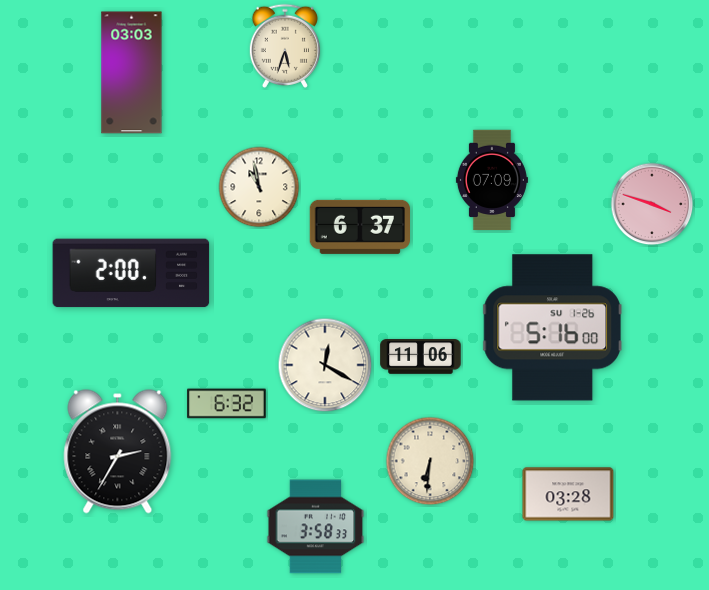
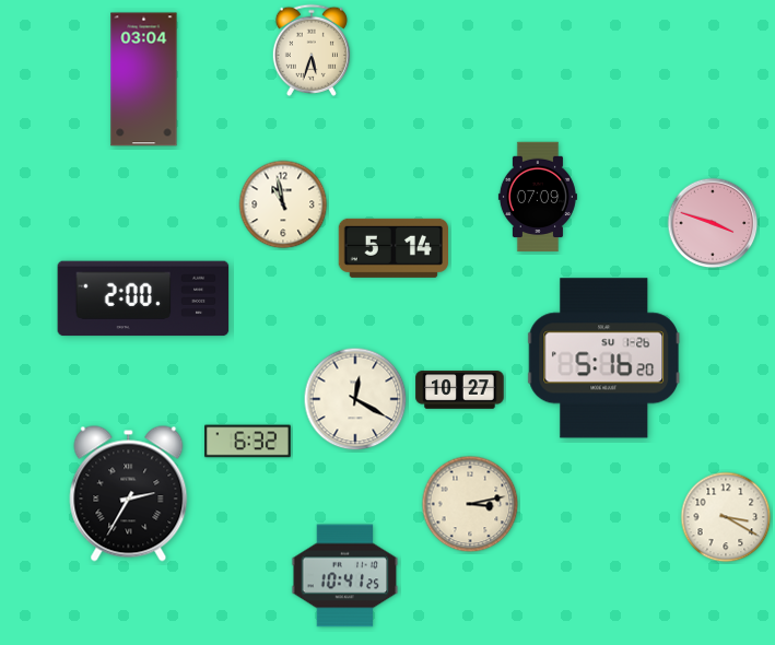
clock at (132, 73): 03:03 -> 03:04
clock at (359, 227): 6:37 -> 5:14
clock at (553, 328): 5:16:00 -> 5:16:20
clock at (421, 357): 11:06 -> 10:27
clock at (430, 461): 6:31 -> 3:13
clock at (726, 517): none -> 3:20
clock at (568, 494): 03:28 -> none
clock at (316, 527): 3:58 -> 10:41
